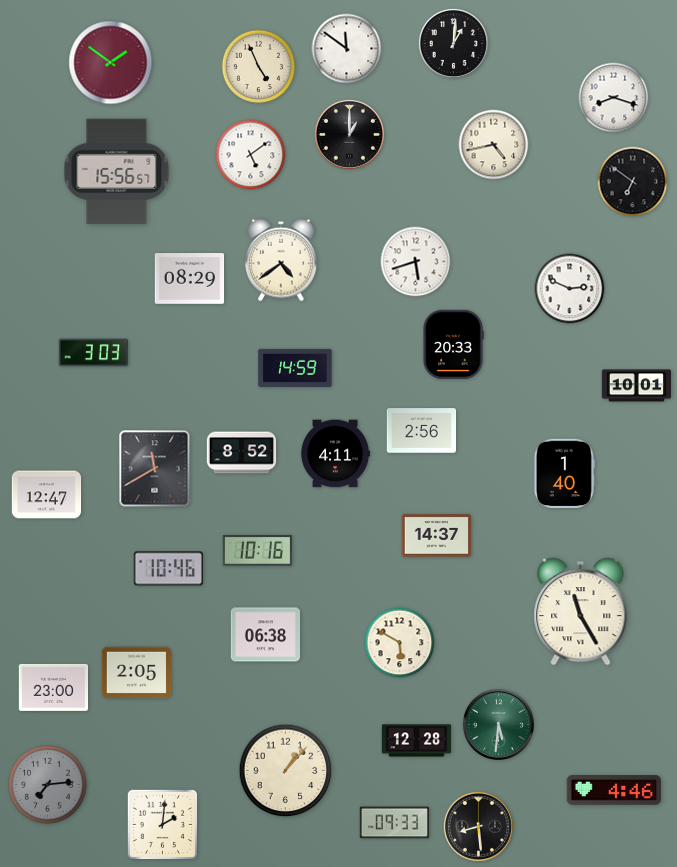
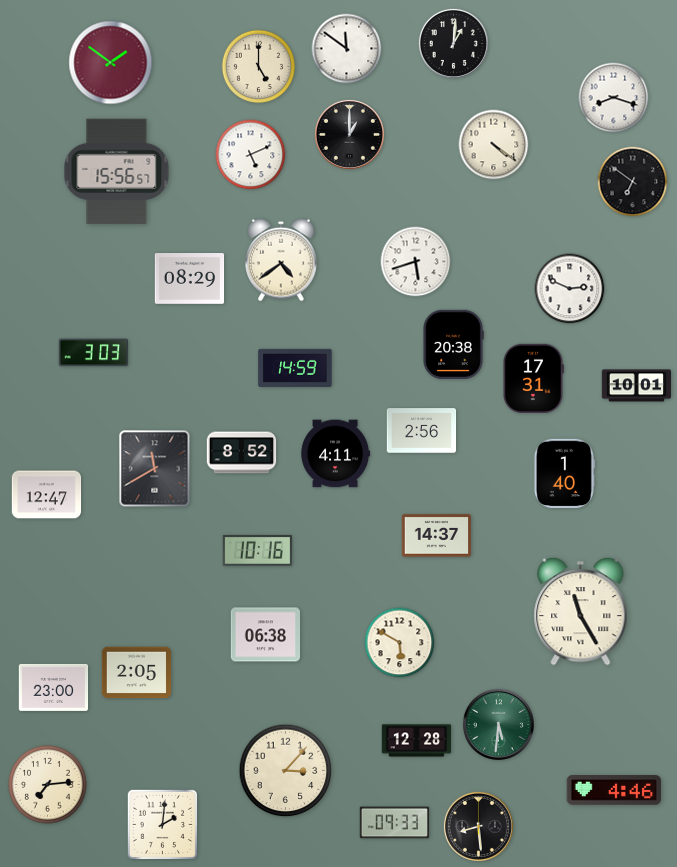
clock at (259, 67): 4:56 -> 5:00
clock at (494, 145): 4:43 -> 4:21
clock at (251, 155): 5:09 -> 5:11
clock at (453, 345): 20:33 -> 20:38
clock at (534, 378): none -> 17:31
clock at (168, 569): 10:46 -> none
clock at (286, 771): 1:07 -> 3:07
clock at (48, 785) dial: grey -> cream
